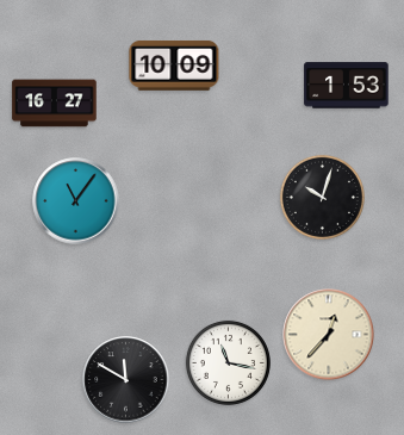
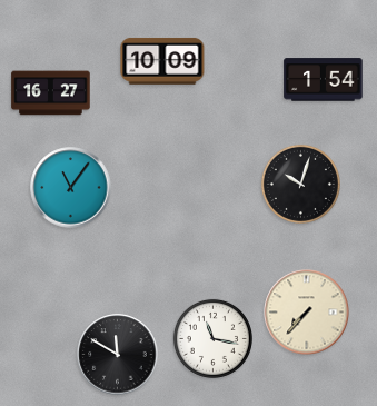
clock at (347, 86): 1:53 -> 1:54
clock at (55, 104) position: (55, 104) -> (51, 93)
clock at (329, 335): 12:37 -> 7:37
